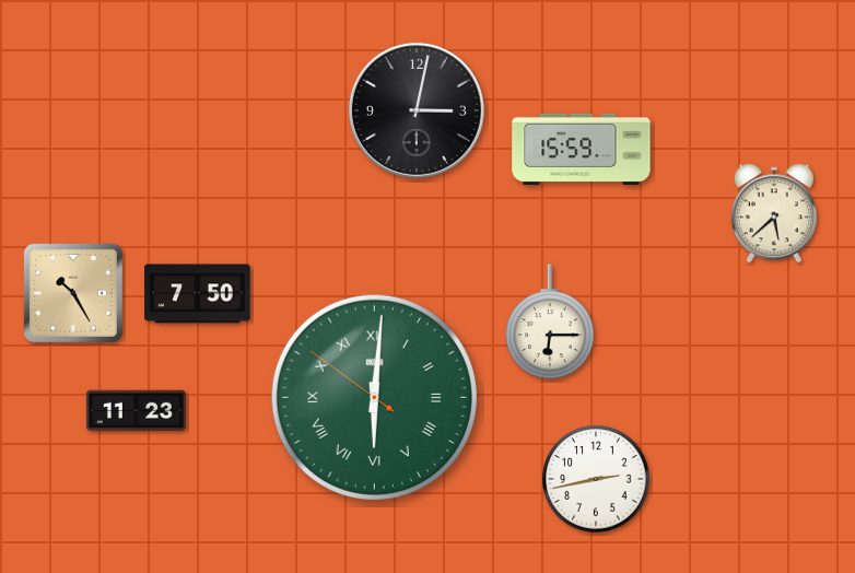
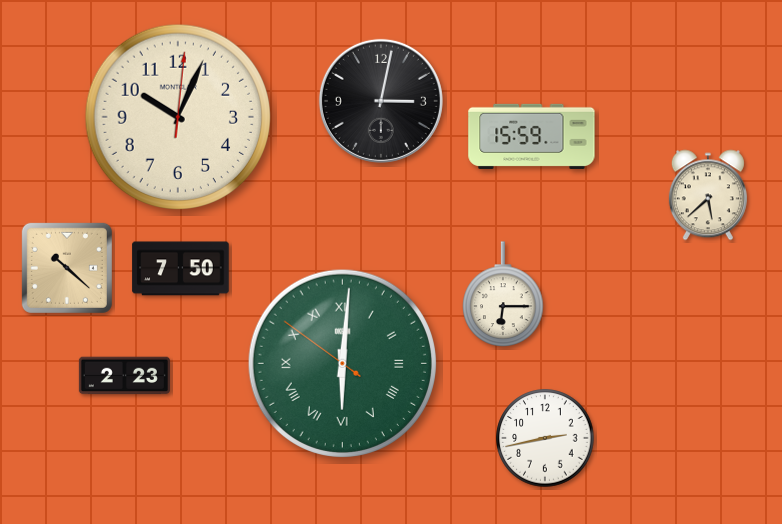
clock at (177, 116): none -> 10:04
clock at (73, 293): 10:25 -> 10:22
clock at (136, 411): 11:23 -> 2:23
